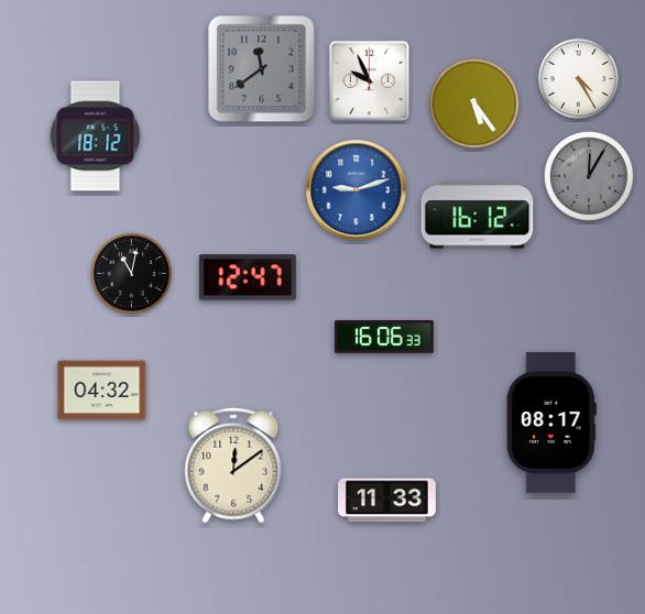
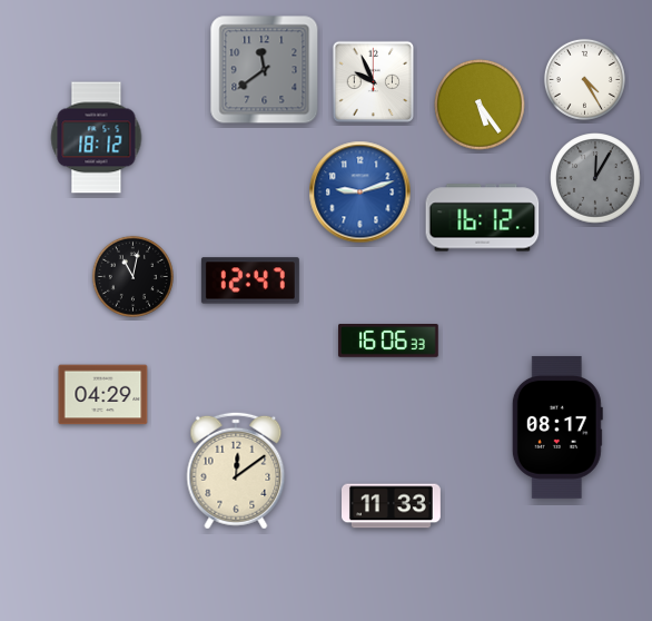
clock at (102, 391): 04:32 -> 04:29
